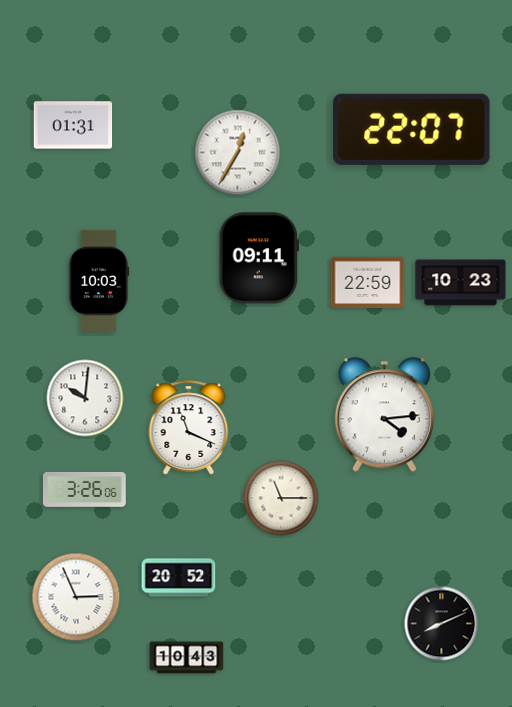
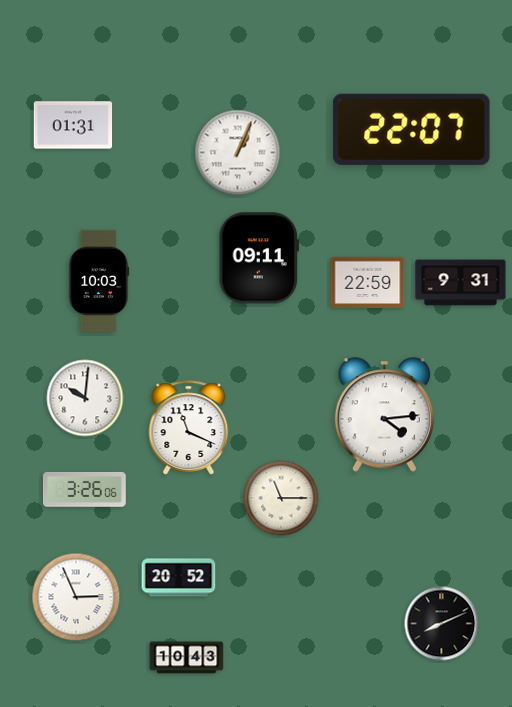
clock at (238, 153): 12:35 -> 1:04
clock at (461, 283): 10:23 -> 9:31
